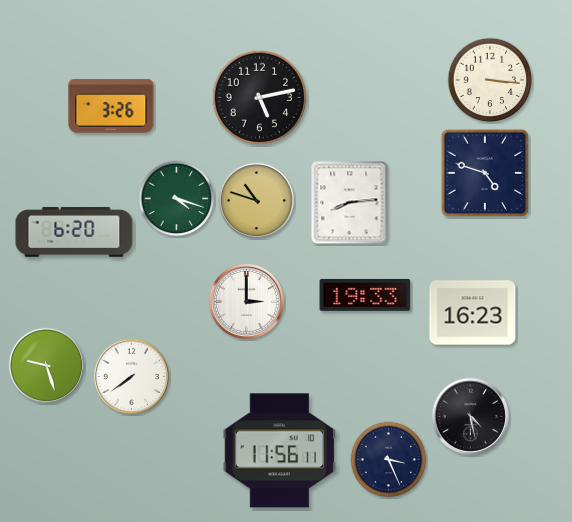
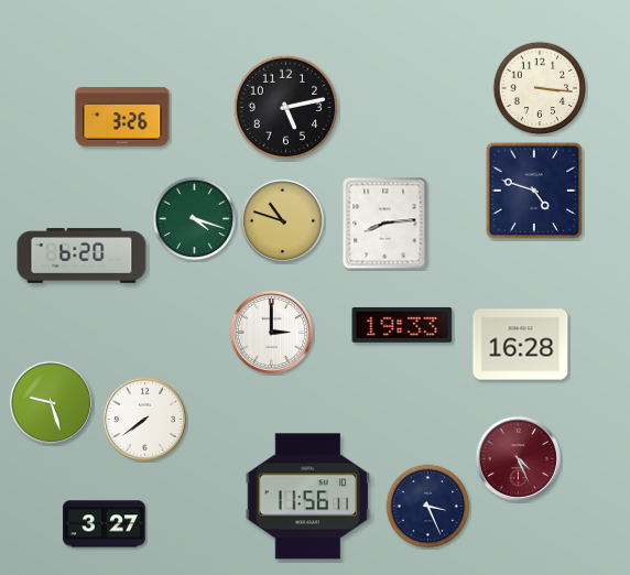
clock at (473, 313): 16:23 -> 16:28
clock at (131, 376) position: (131, 376) -> (144, 419)
clock at (470, 416): 4:28 -> 4:26
clock at (470, 416) dial: black -> burgundy
clock at (105, 524): none -> 3:27
